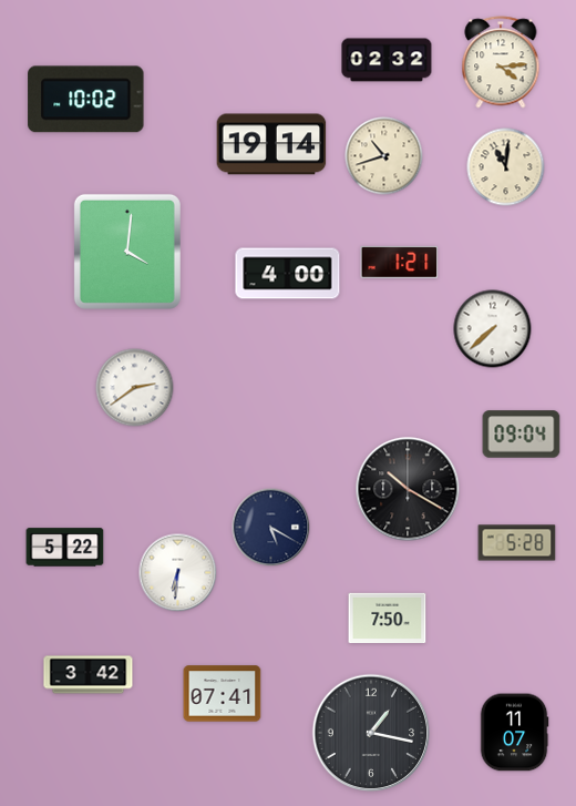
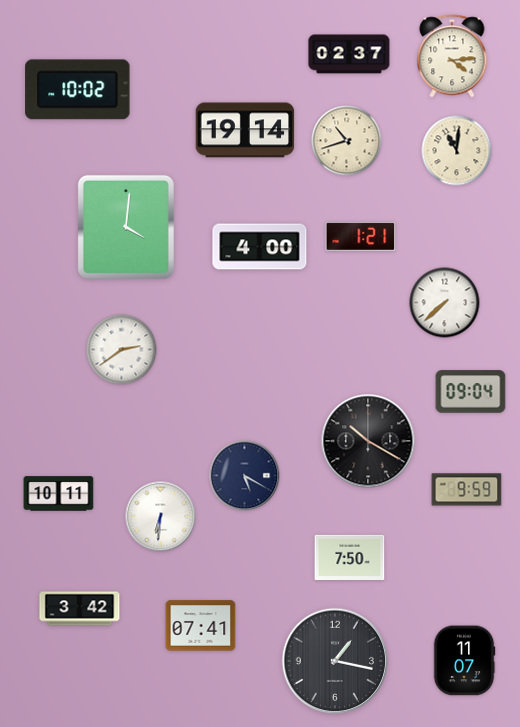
clock at (387, 60): 02:32 -> 02:37
clock at (127, 252) position: (127, 252) -> (126, 227)
clock at (493, 329) position: (493, 329) -> (445, 303)
clock at (517, 543): 5:28 -> 9:59
clock at (65, 548): 5:22 -> 10:11
